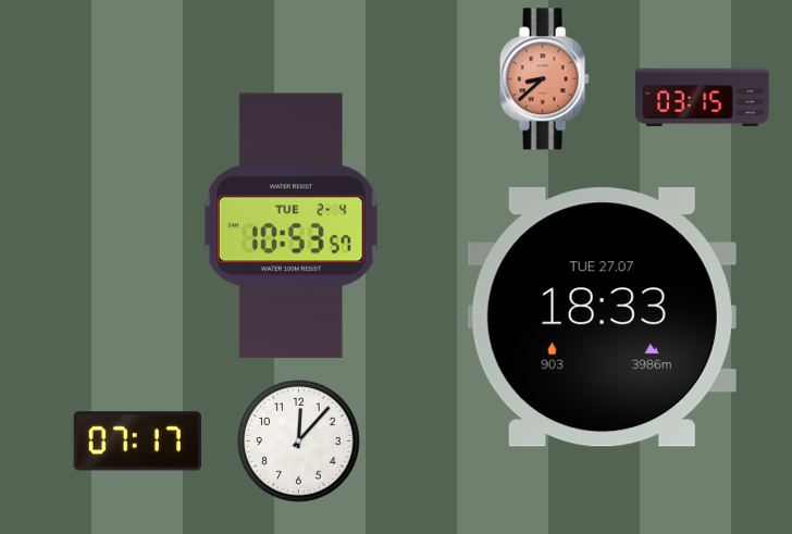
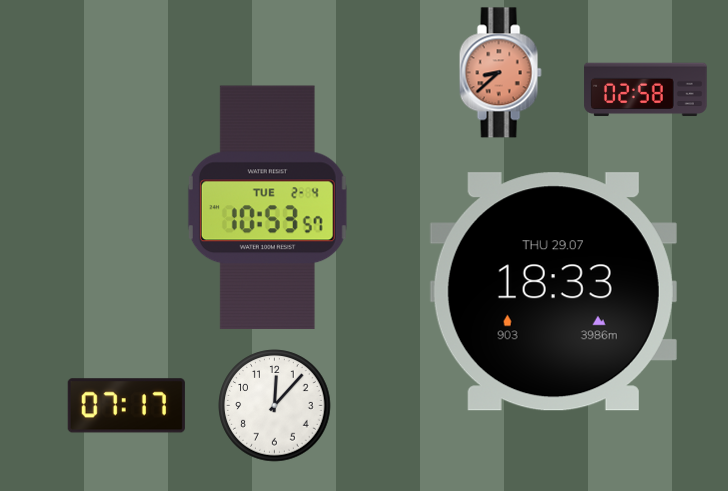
clock at (703, 98): 03:15 -> 02:58
clock at (602, 318) date: TUE 27.07 -> THU 29.07
